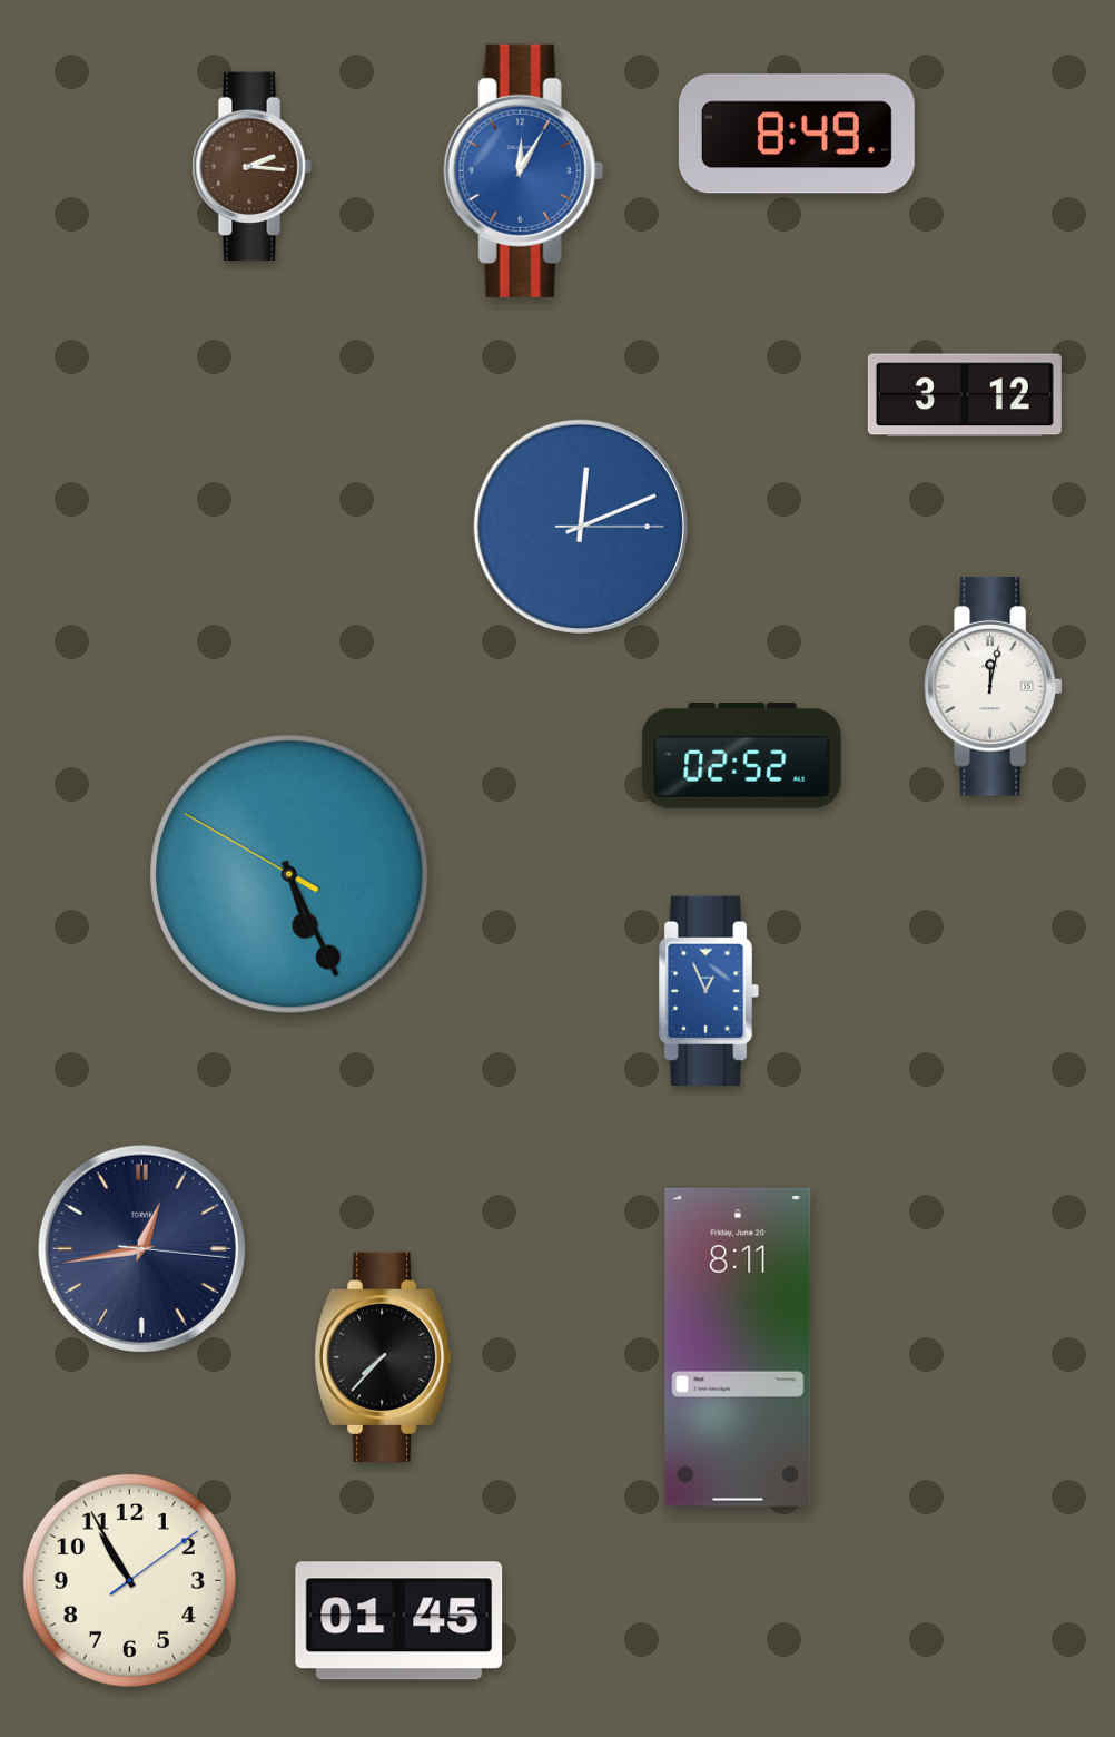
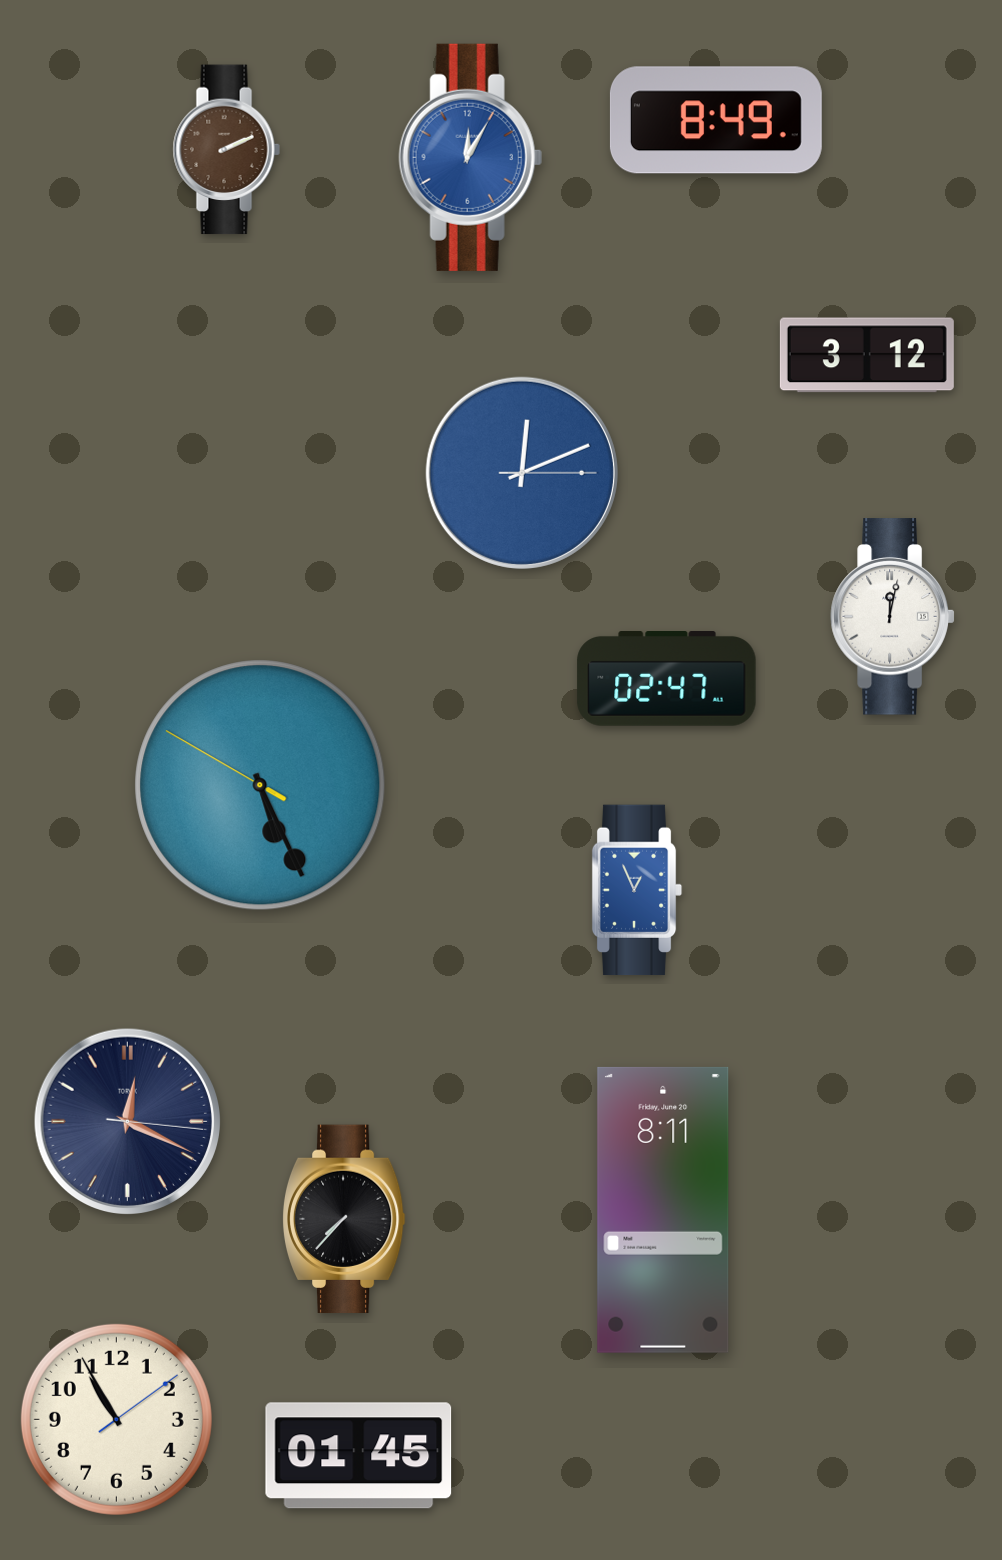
clock at (251, 167): 2:16 -> 2:11
clock at (523, 170) position: (523, 170) -> (470, 157)
clock at (742, 756): 02:52 -> 02:47
clock at (141, 1248): 12:43 -> 12:19
